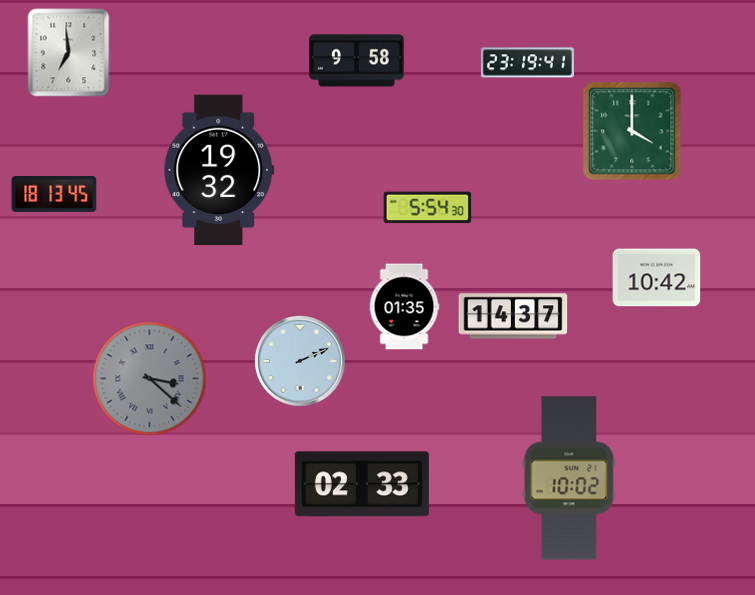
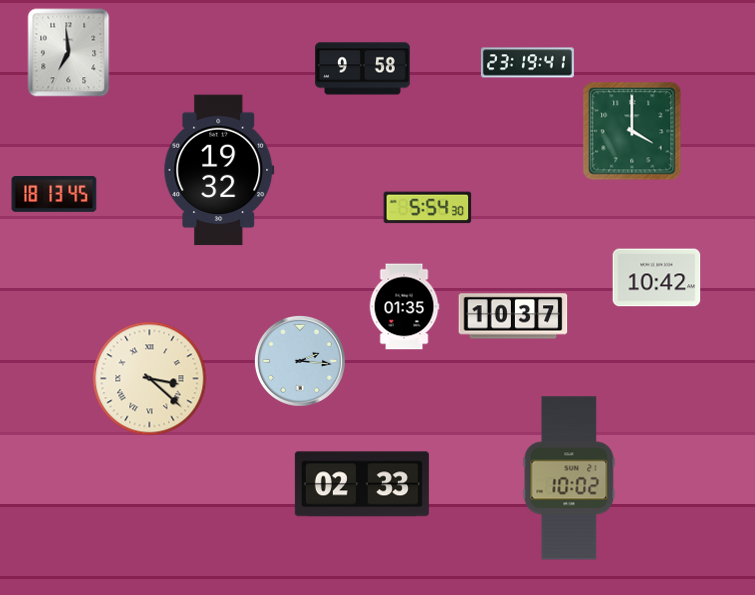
clock at (357, 61) position: (357, 61) -> (363, 69)
clock at (513, 316): 14:37 -> 10:37
clock at (300, 361): 2:11 -> 2:16
clock at (150, 379) dial: grey -> cream
